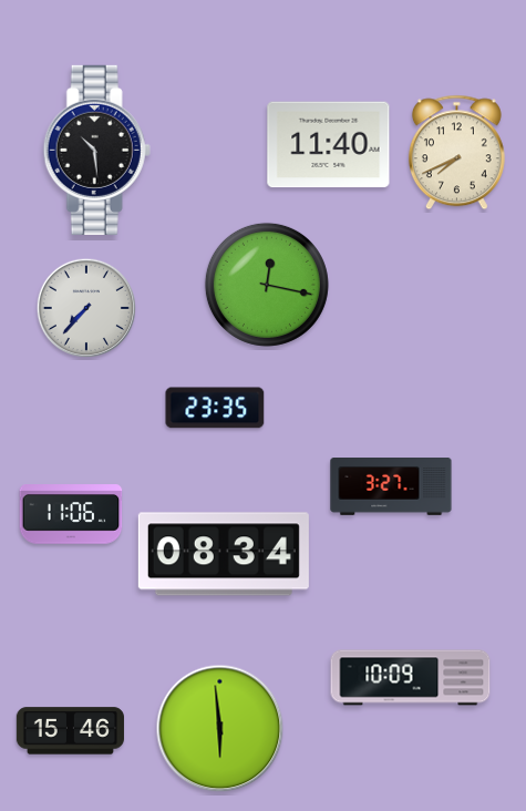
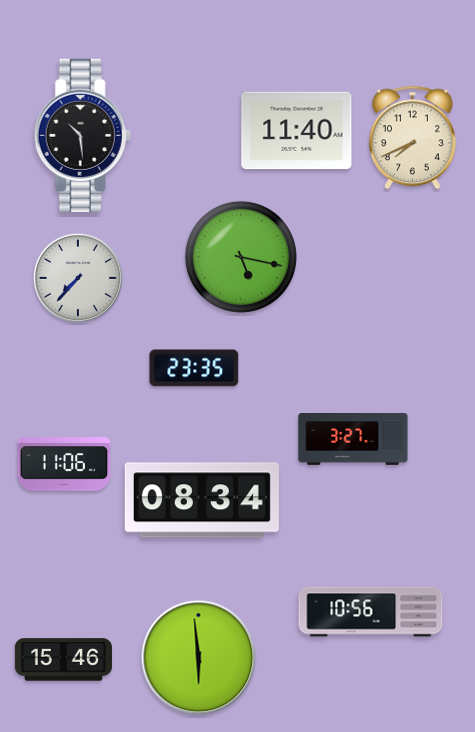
clock at (96, 150) position: (96, 150) -> (82, 135)
clock at (267, 285): 12:17 -> 5:17
clock at (411, 678): 10:09 -> 10:56
